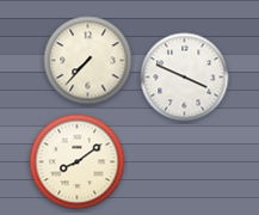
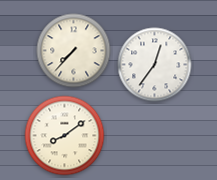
clock at (185, 78): 3:49 -> 12:36
